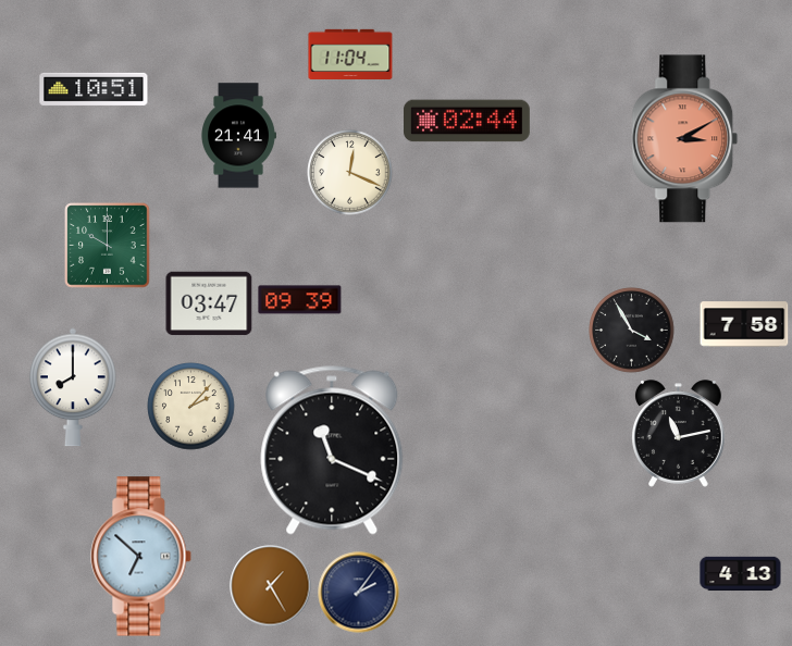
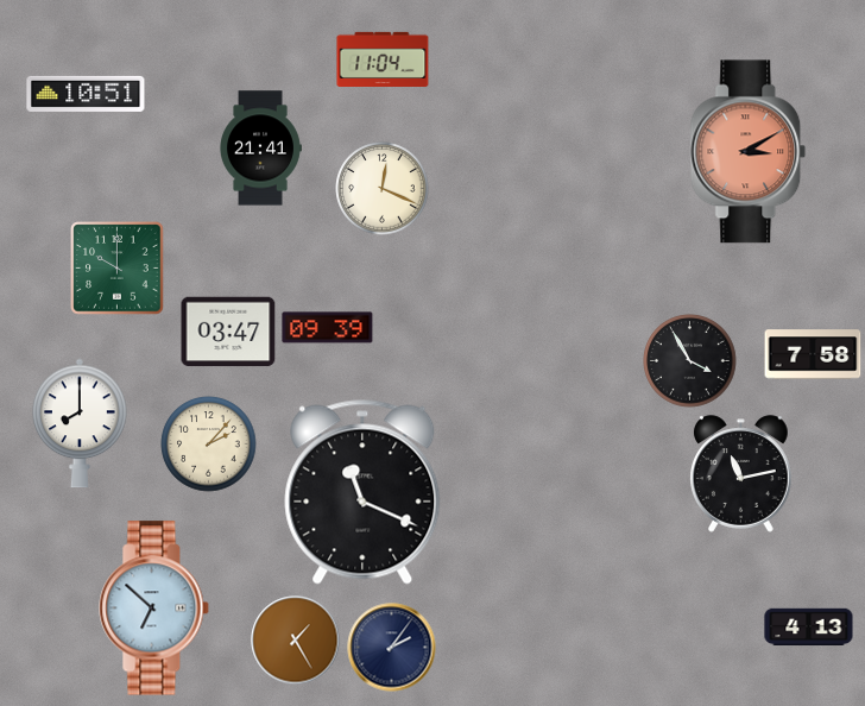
clock at (94, 89) position: (94, 89) -> (86, 94)
clock at (467, 121): 02:44 -> none
